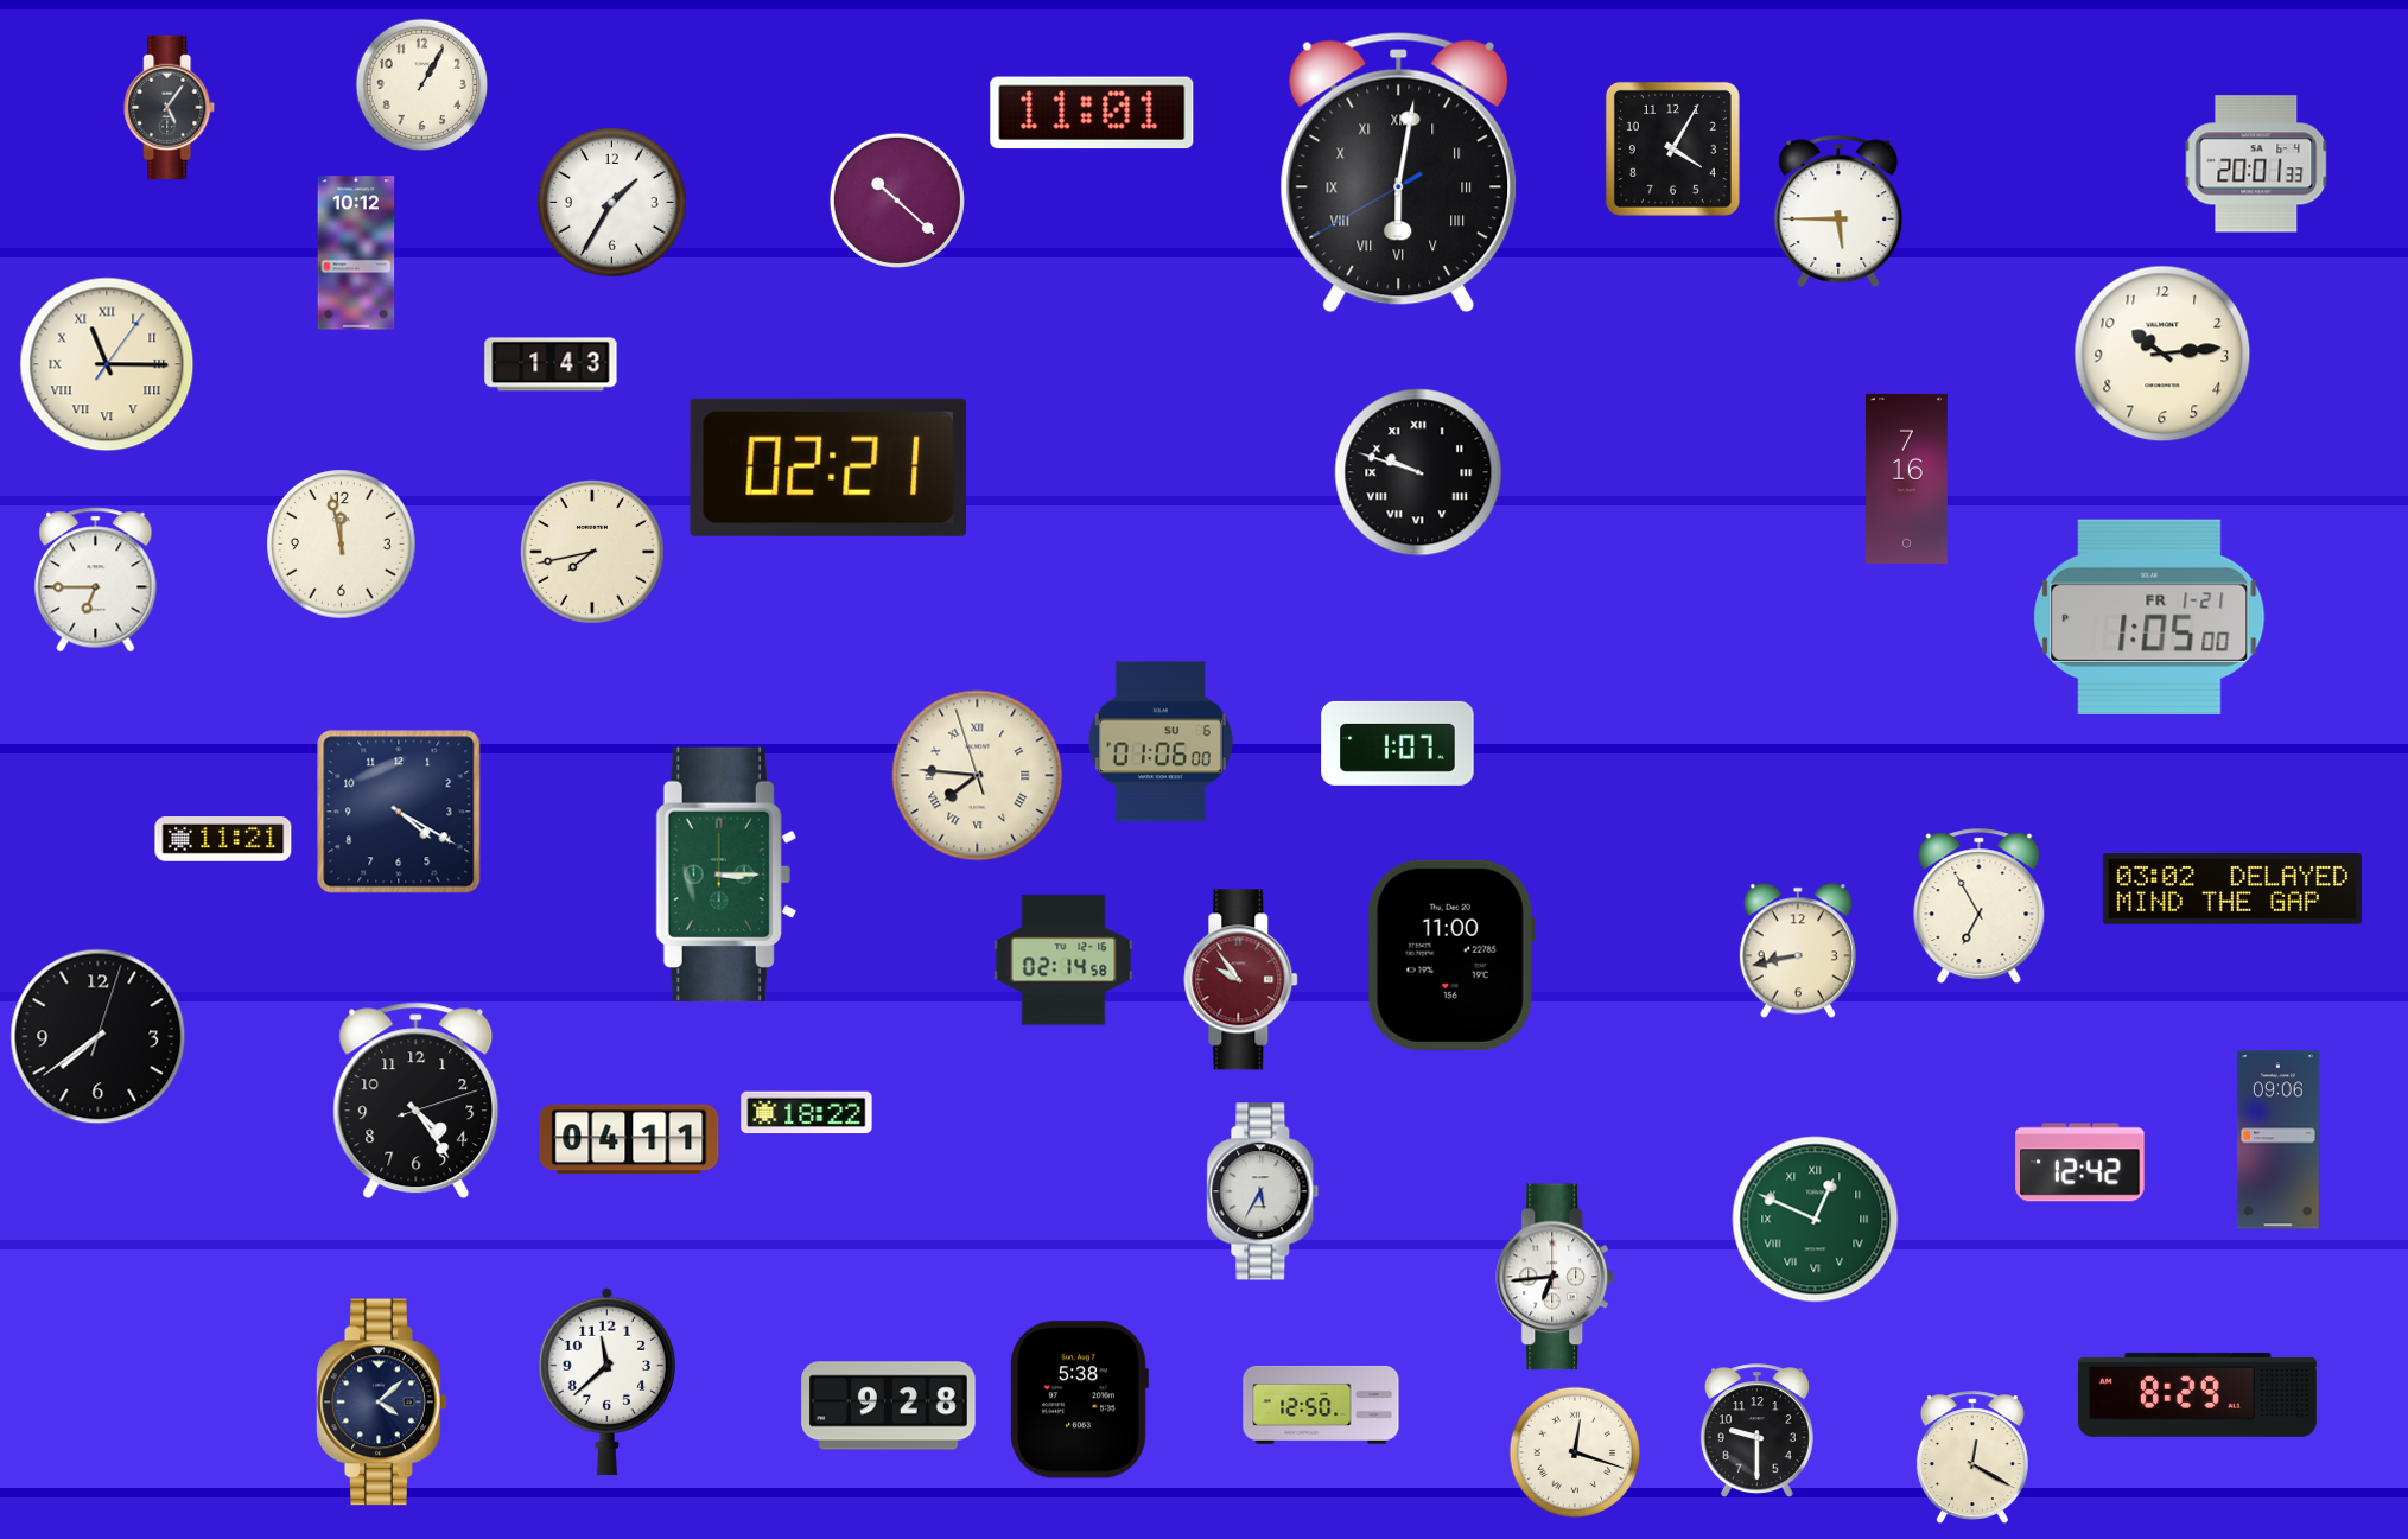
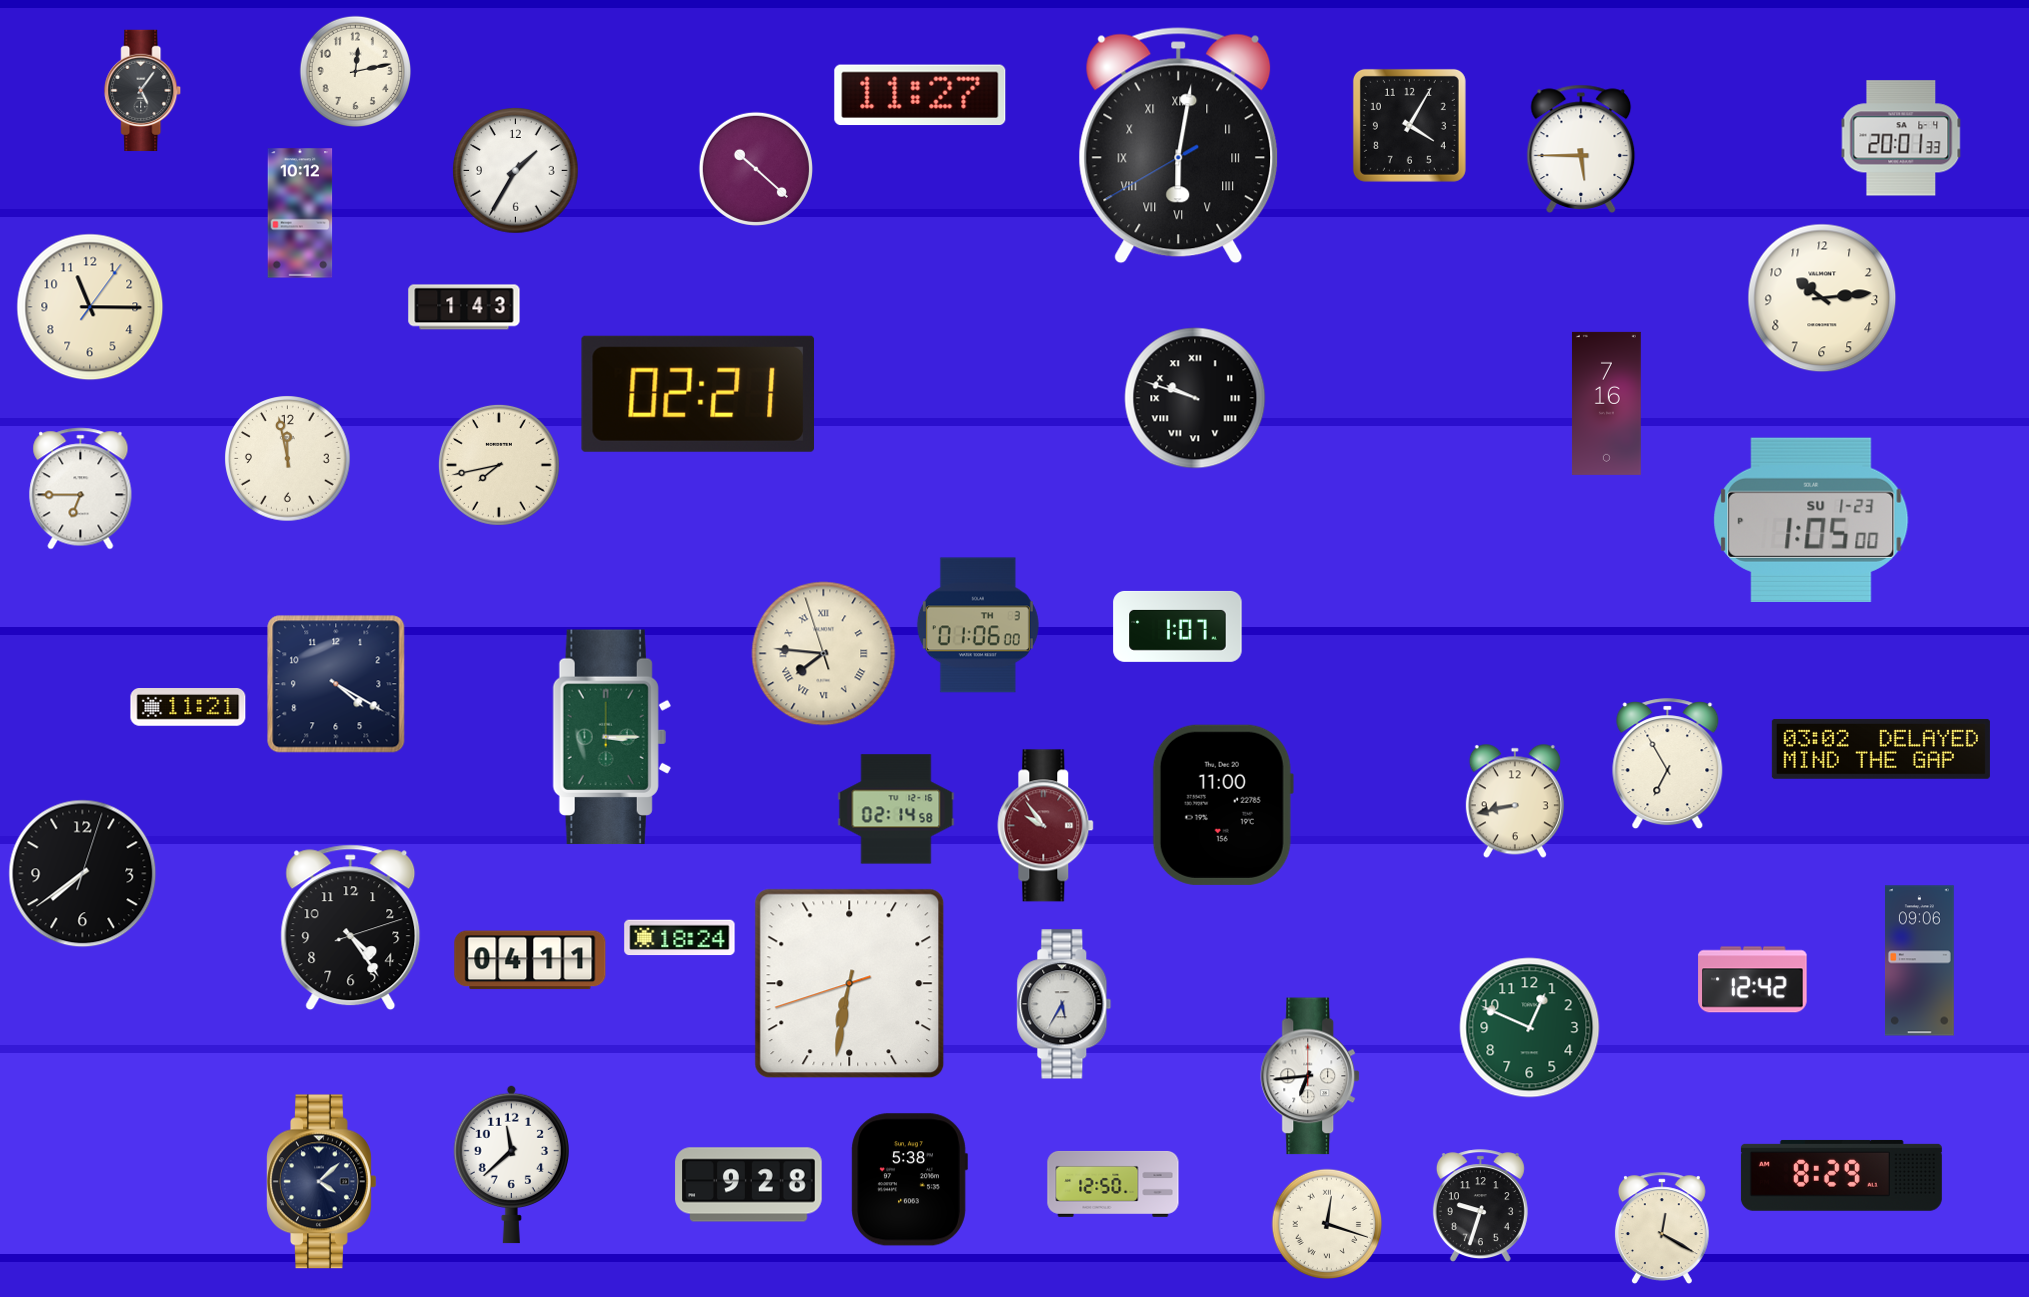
clock at (422, 85): 1:05 -> 12:13
clock at (1092, 113): 11:01 -> 11:27
clock at (1838, 211) position: (1838, 211) -> (1581, 149)
clock at (107, 364) numerals: Roman -> Arabic
clock at (2149, 617) date: FR 1-21 -> SU 1-23
clock at (1161, 742) date: SU 6 -> TH 3
clock at (807, 1113): 18:22 -> 18:24
clock at (850, 984): none -> 6:31
clock at (1816, 1220) numerals: Roman -> Arabic
clock at (2197, 1394) position: (2197, 1394) -> (1841, 1175)
clock at (1756, 1431): 9:30 -> 9:33
